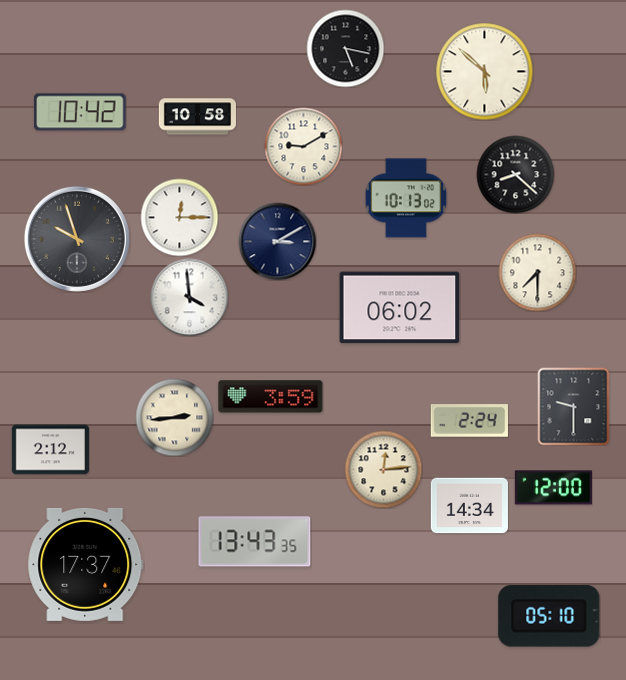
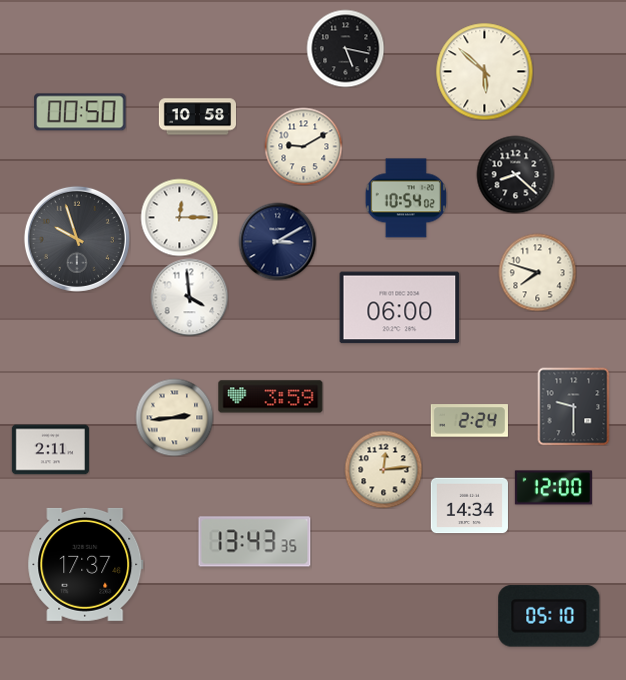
clock at (80, 112): 10:42 -> 00:50
clock at (406, 198): 10:13 -> 10:54
clock at (537, 272): 7:30 -> 7:48
clock at (400, 308): 06:02 -> 06:00
clock at (50, 450): 2:12 -> 2:11
